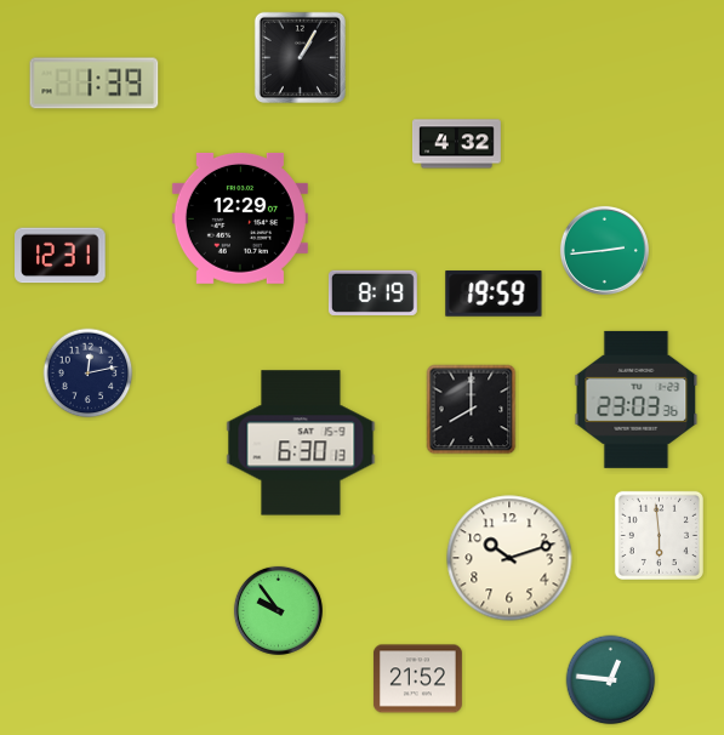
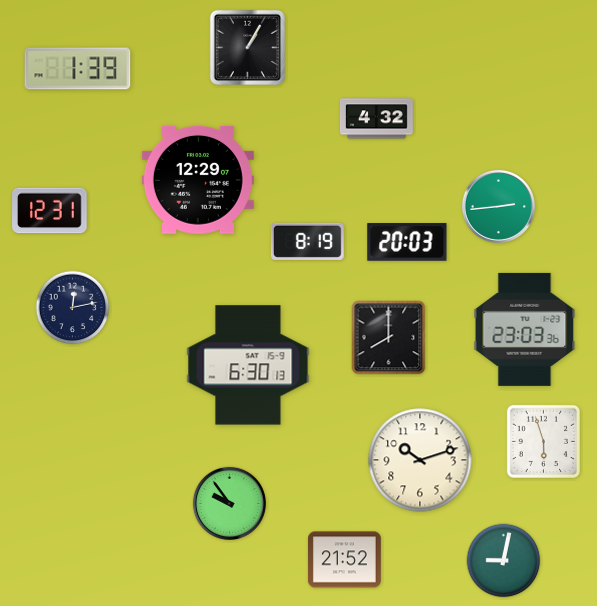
clock at (494, 294): 19:59 -> 20:03
clock at (659, 535): 5:59 -> 5:57
clock at (611, 680): 12:46 -> 9:02
